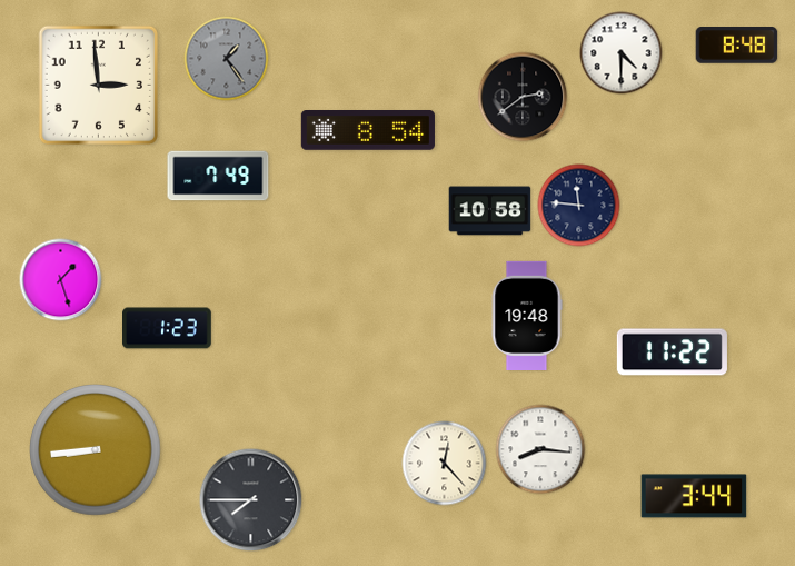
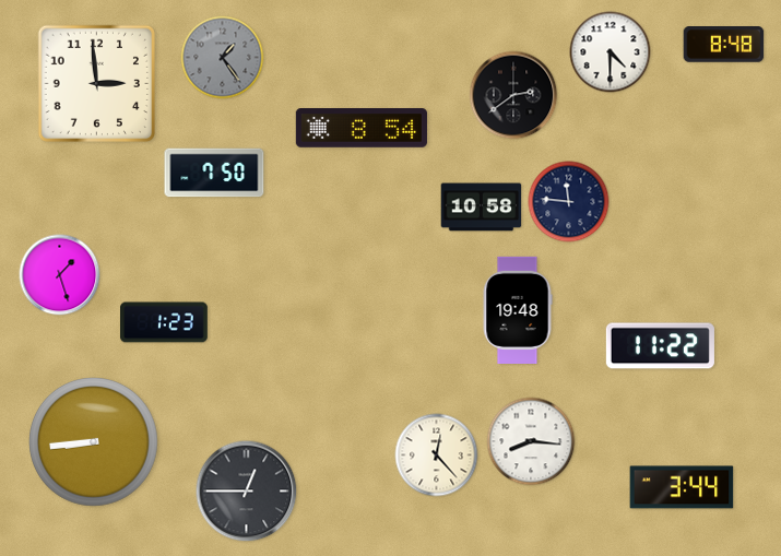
clock at (218, 176): 7:49 -> 7:50
clock at (251, 500): 7:45 -> 12:45
